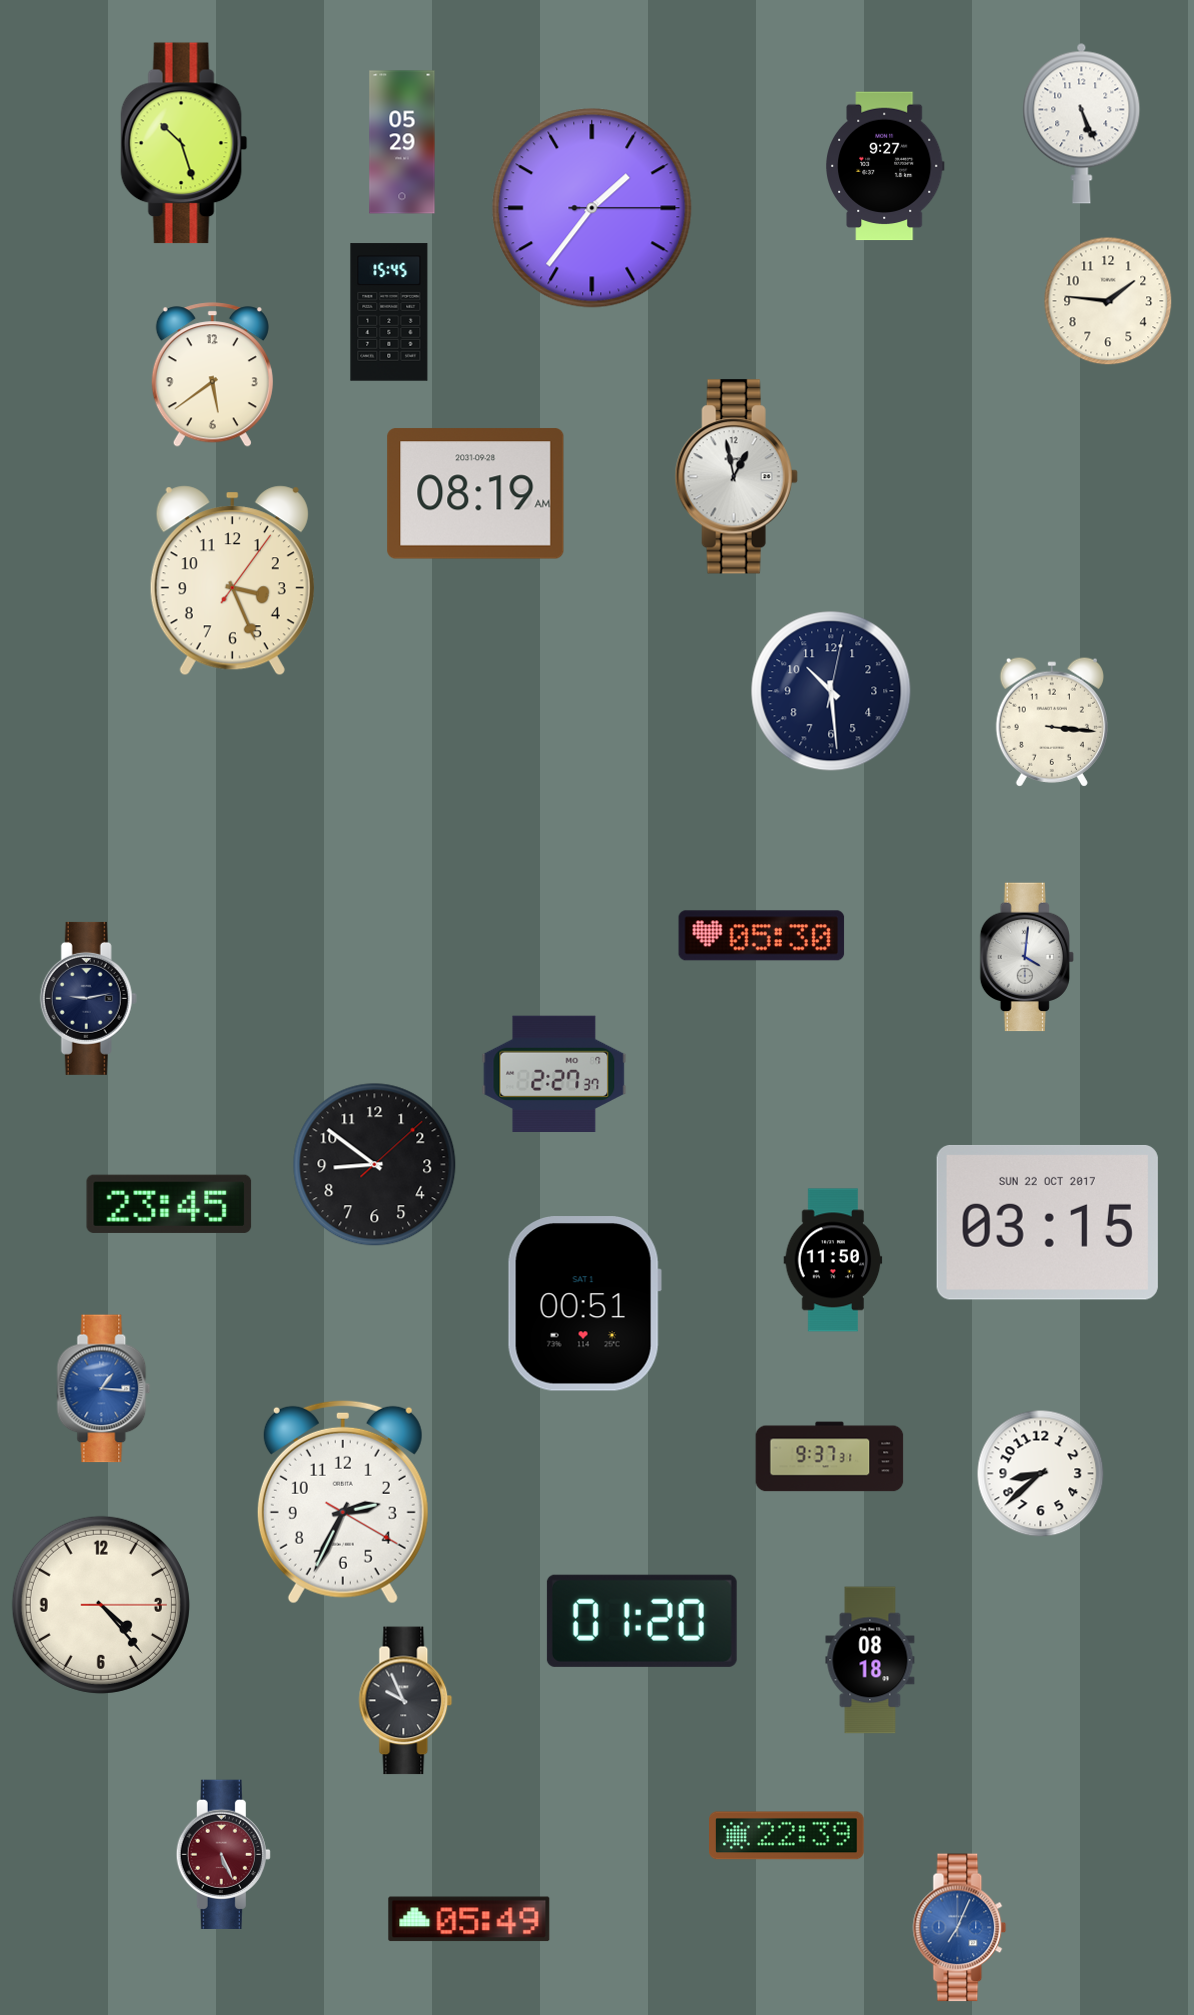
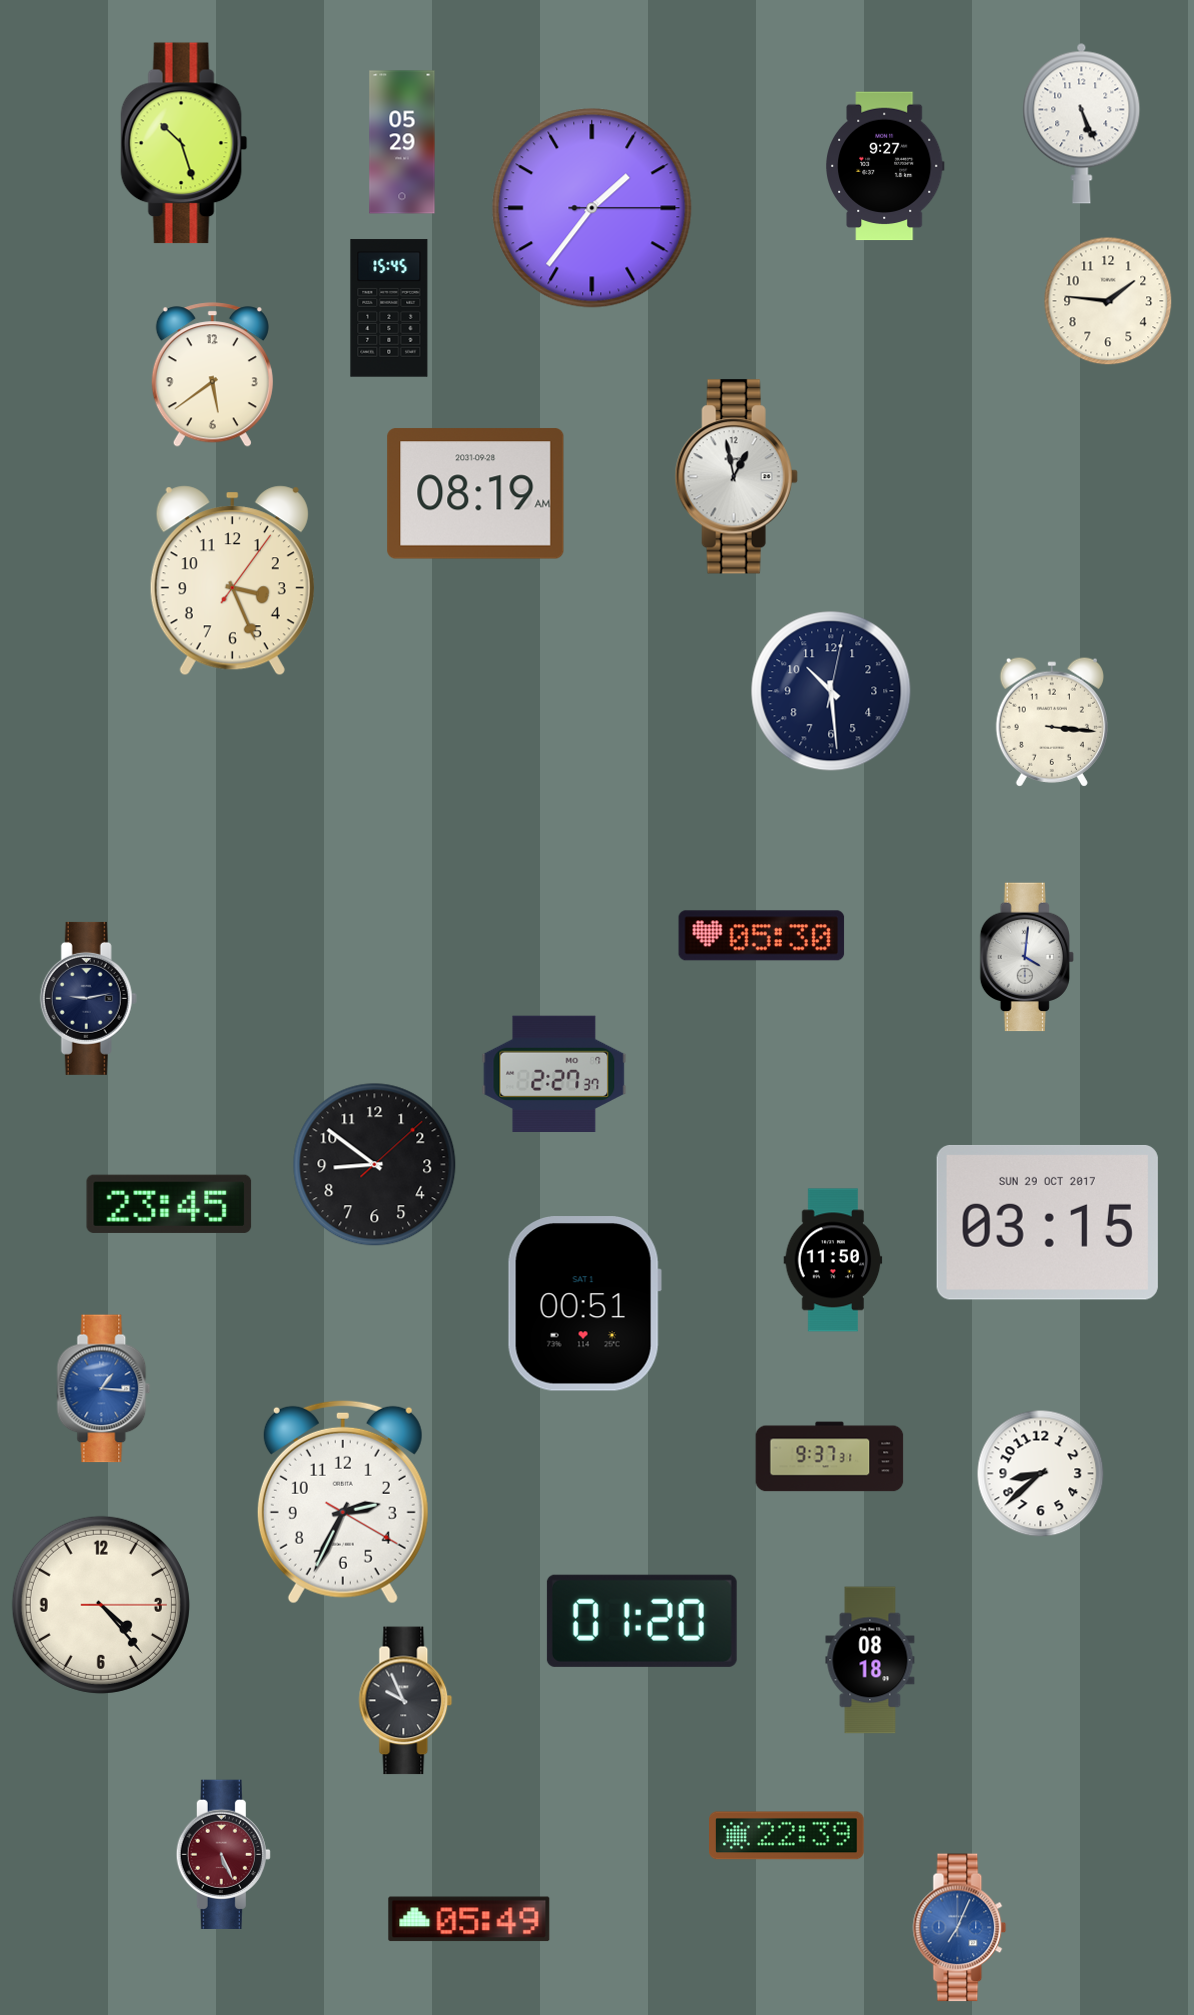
clock at (389, 312) position: (389, 312) -> (389, 308)
clock at (1047, 1222) date: SUN 22 OCT 2017 -> SUN 29 OCT 2017
